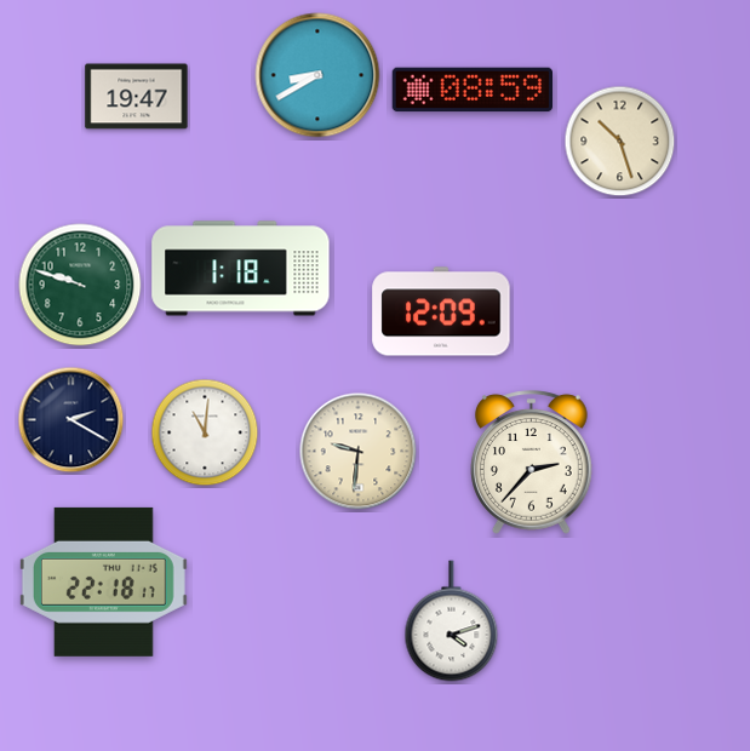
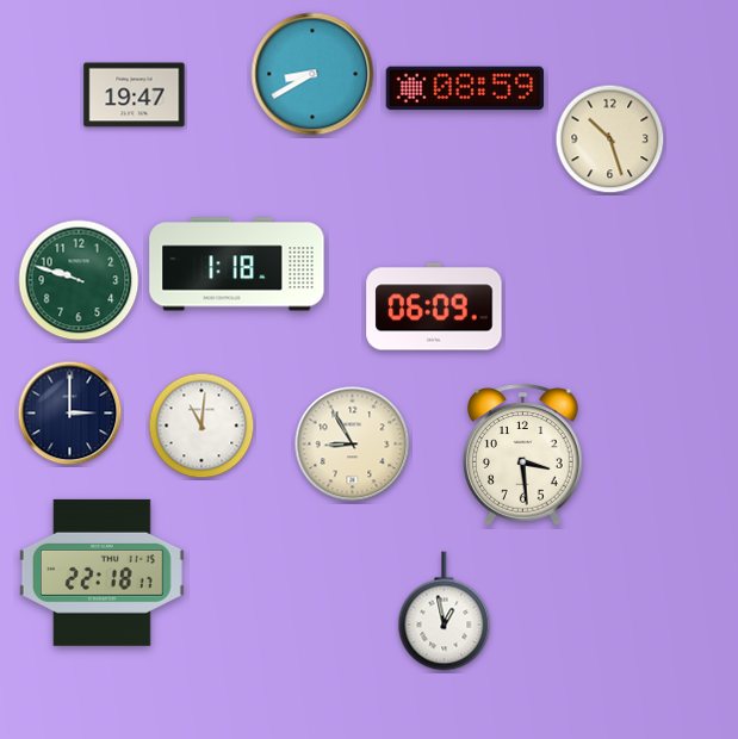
clock at (441, 311): 12:09 -> 06:09
clock at (71, 420): 2:20 -> 3:00
clock at (359, 452): 9:31 -> 8:55
clock at (532, 463): 2:37 -> 3:29
clock at (452, 621): 4:12 -> 12:58
